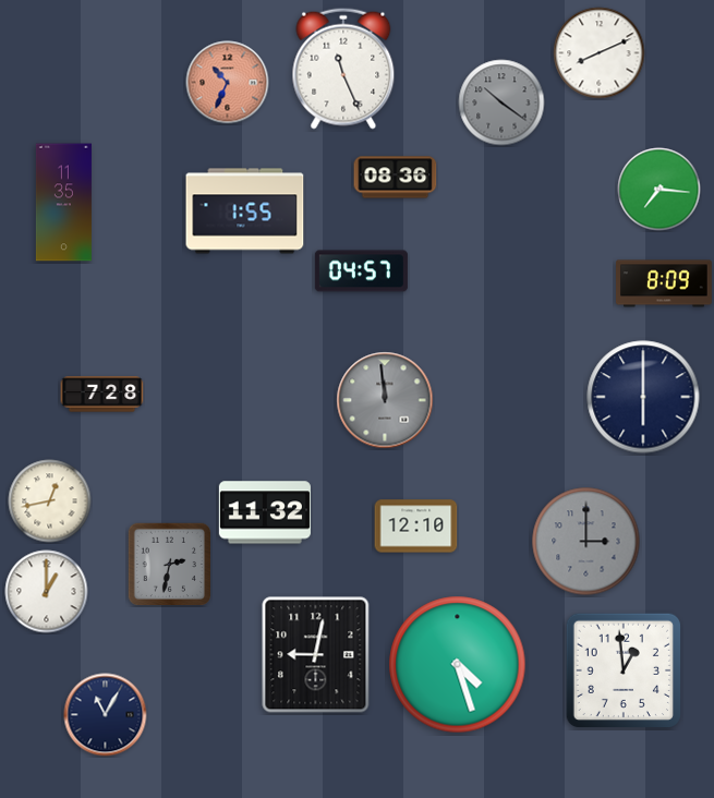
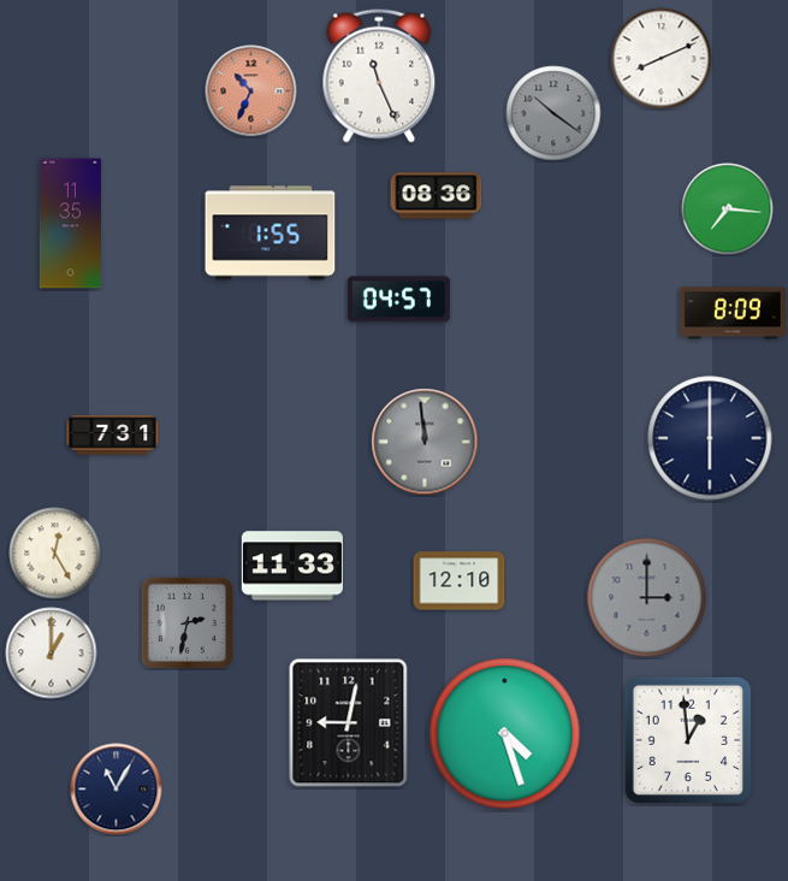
clock at (102, 395): 7:28 -> 7:31
clock at (50, 501): 12:43 -> 12:25
clock at (265, 512): 11:32 -> 11:33
